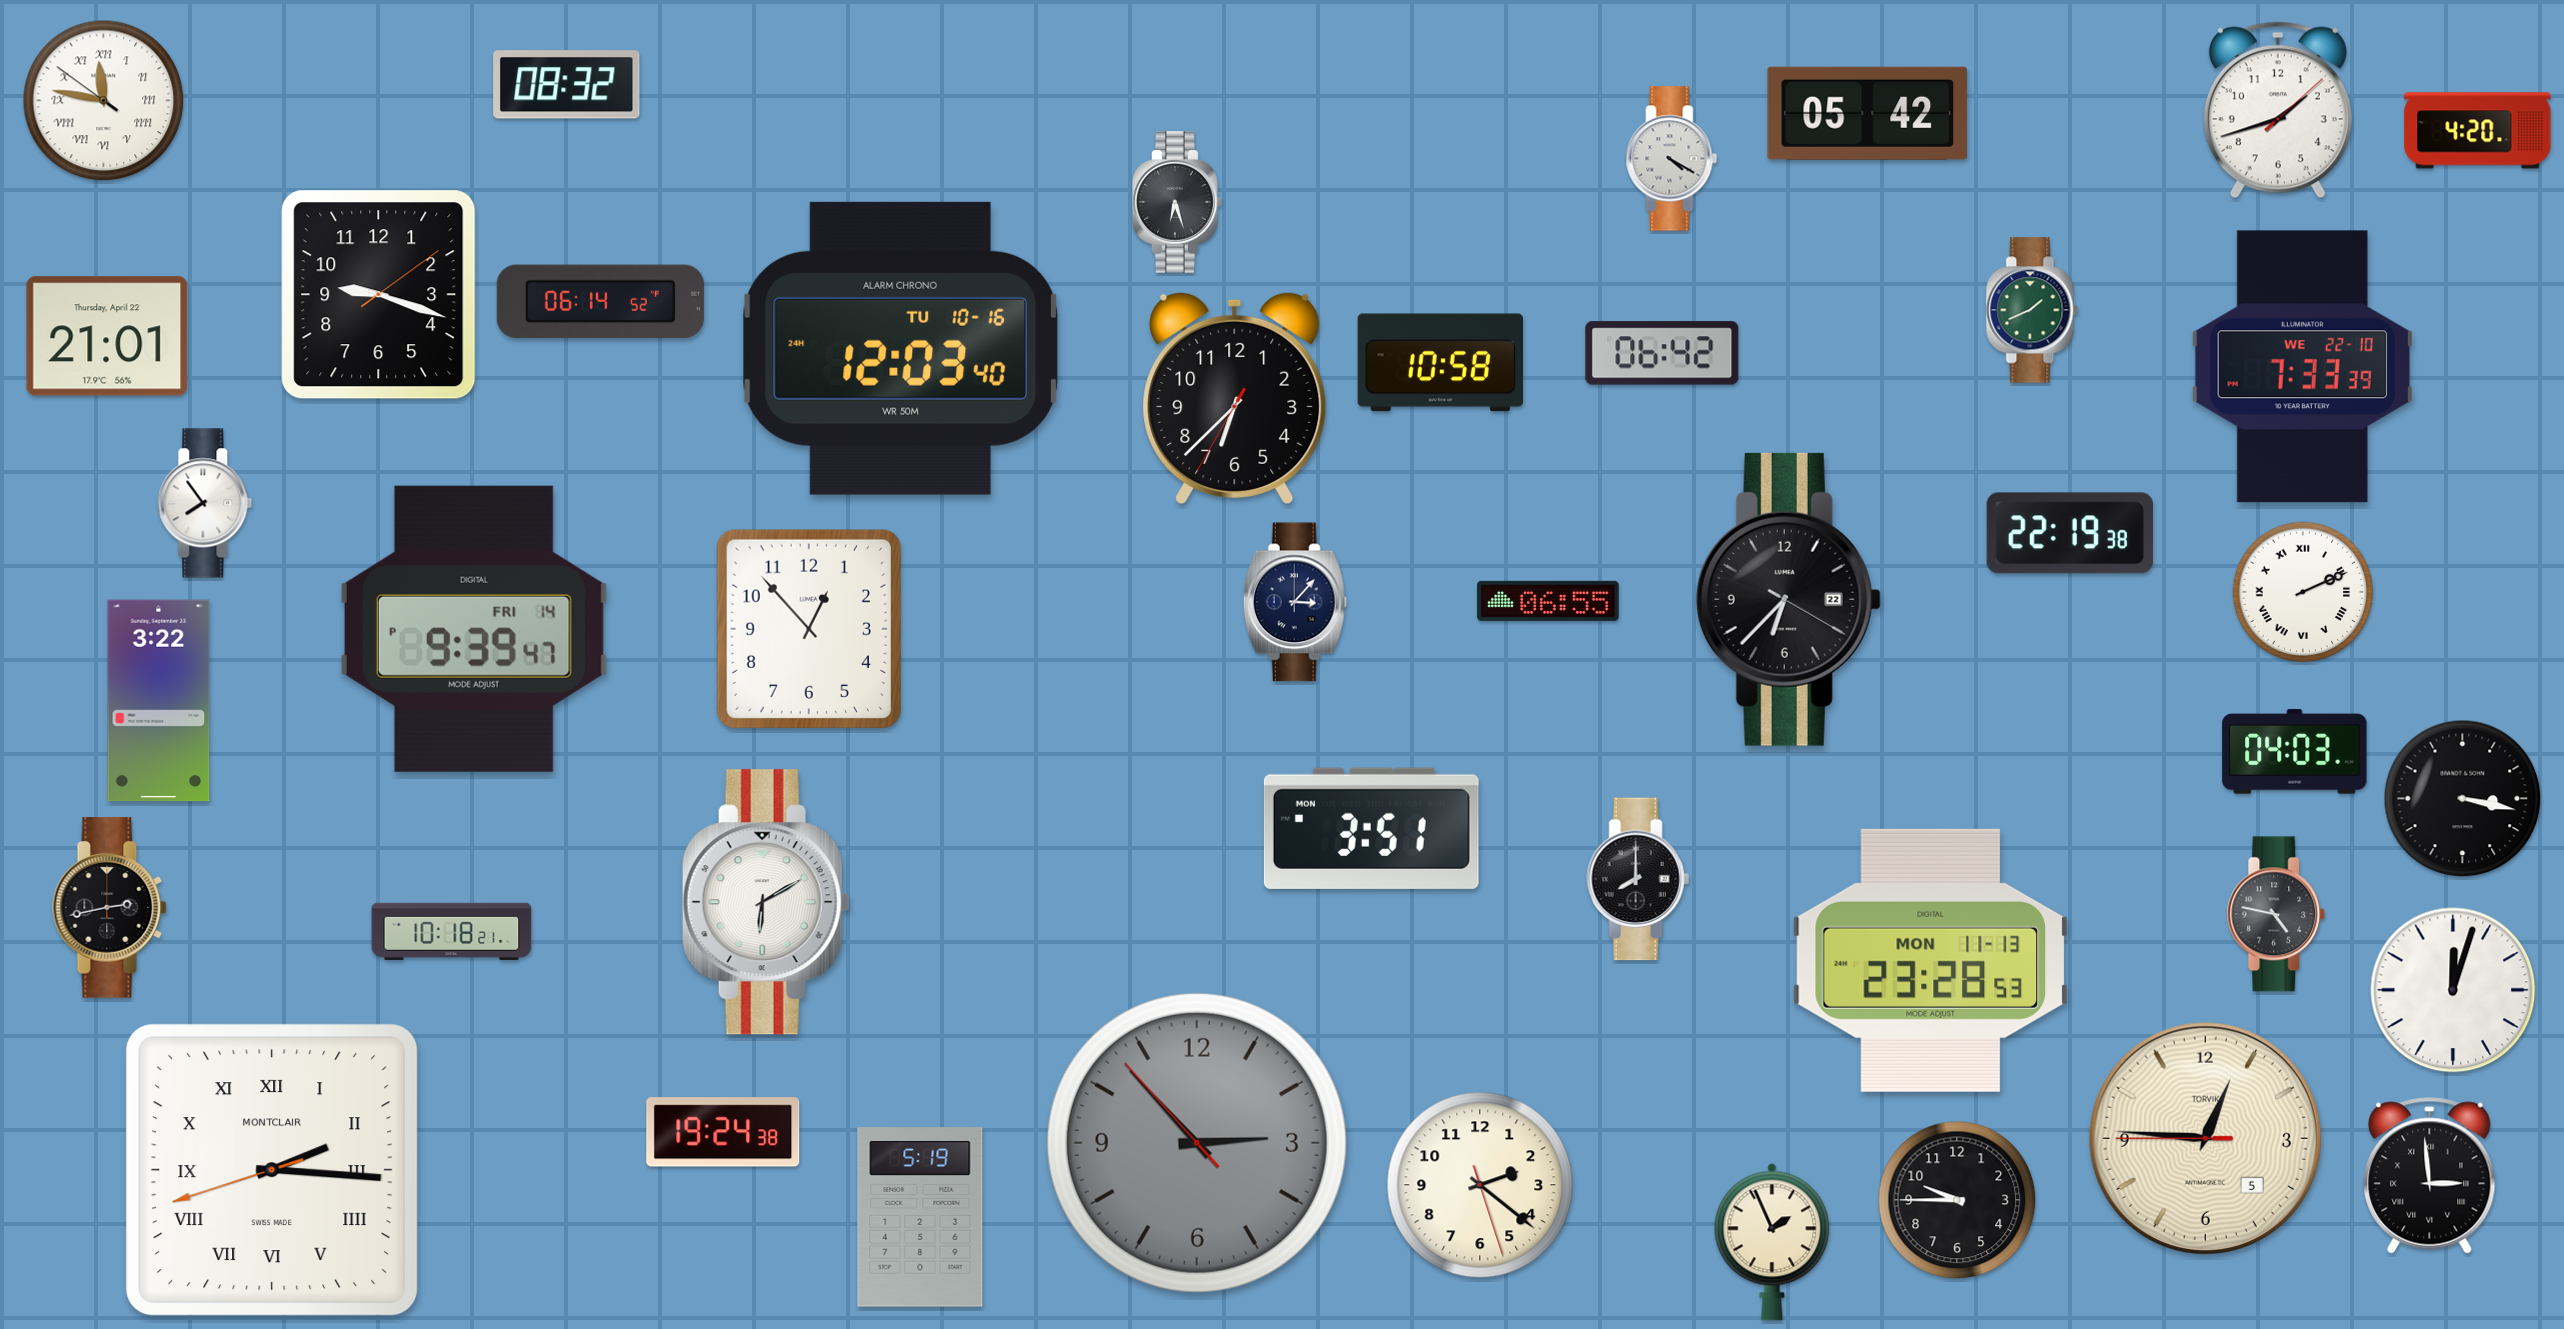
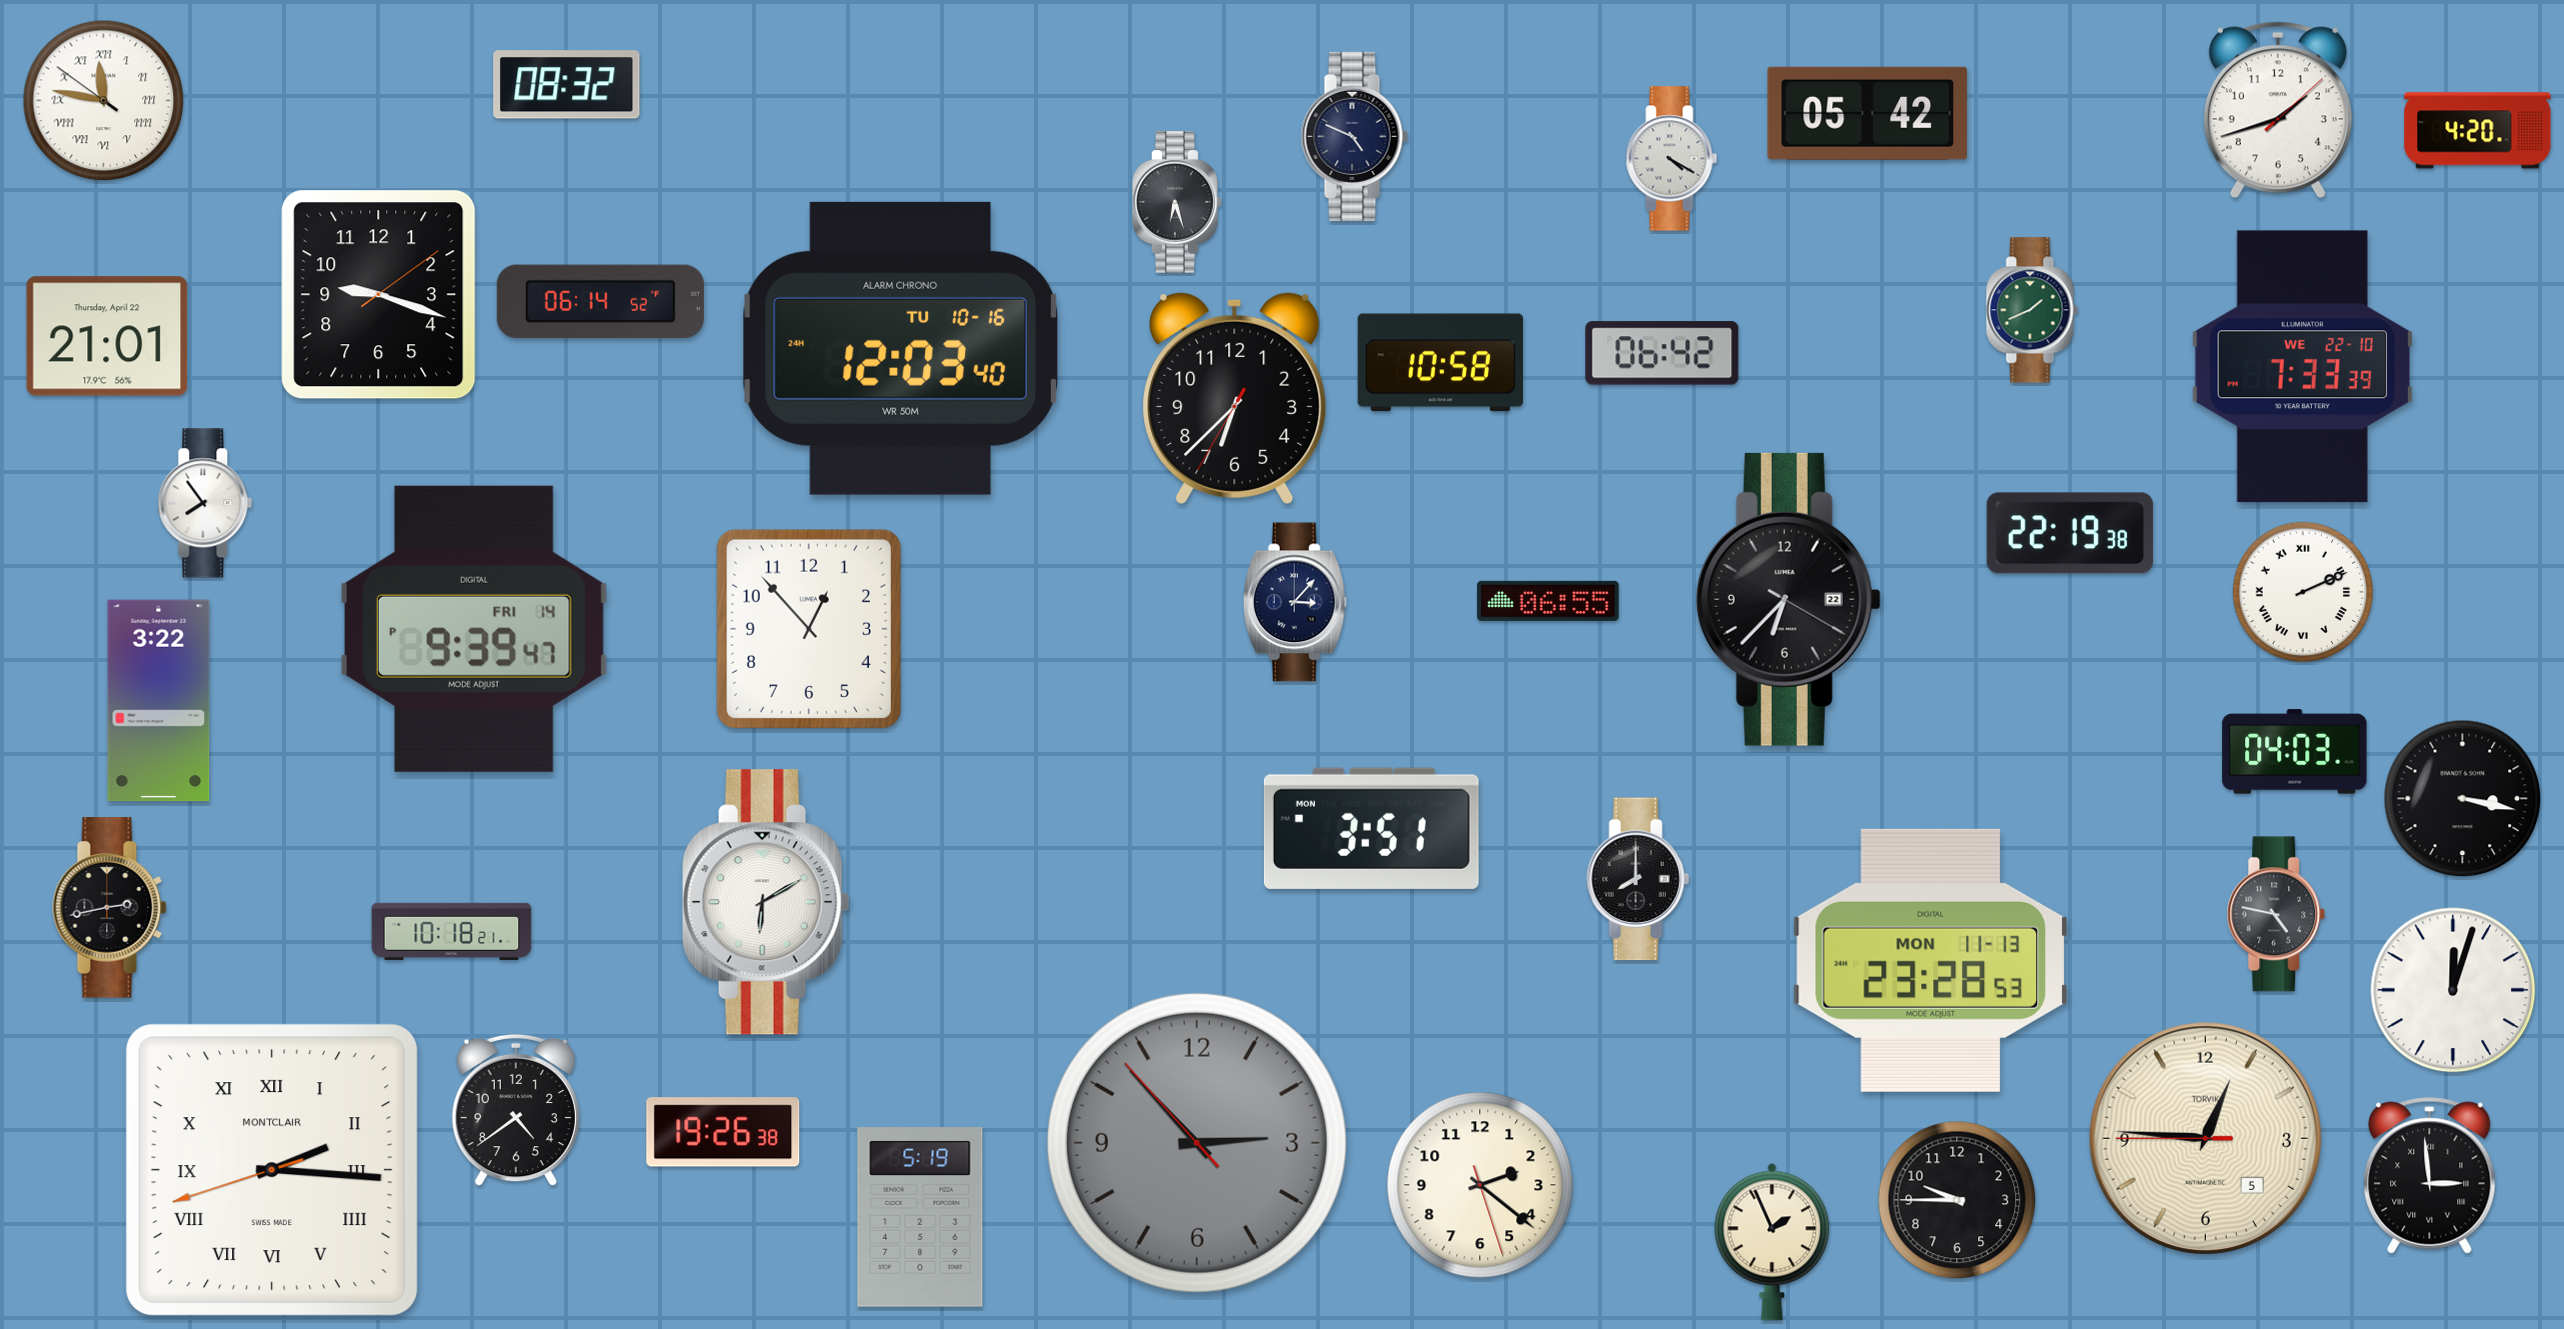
clock at (1354, 136): none -> 4:49
clock at (516, 1110): none -> 4:39
clock at (723, 1132): 19:24 -> 19:26
